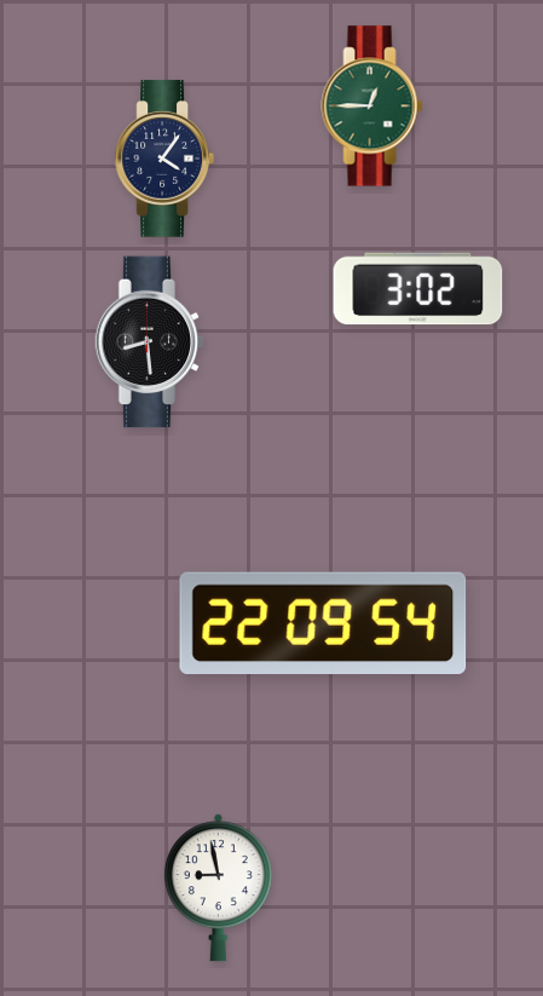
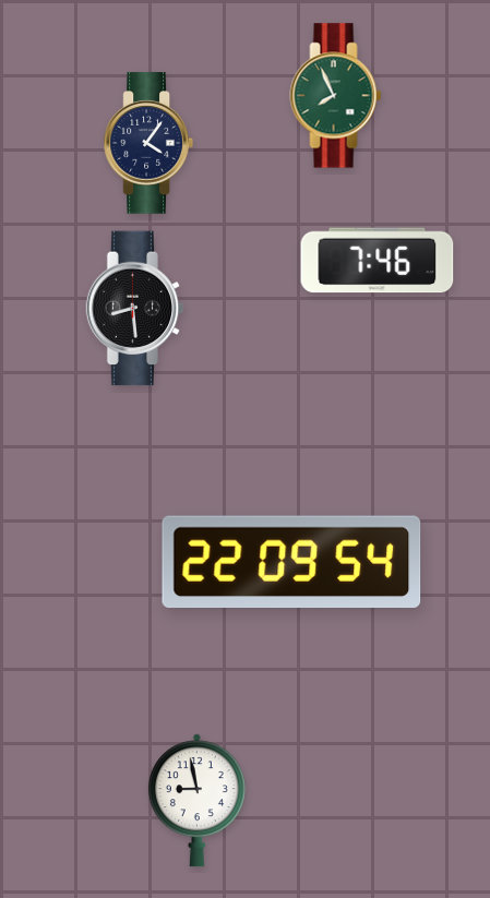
clock at (372, 106): 12:45 -> 7:56
clock at (418, 289): 3:02 -> 7:46
